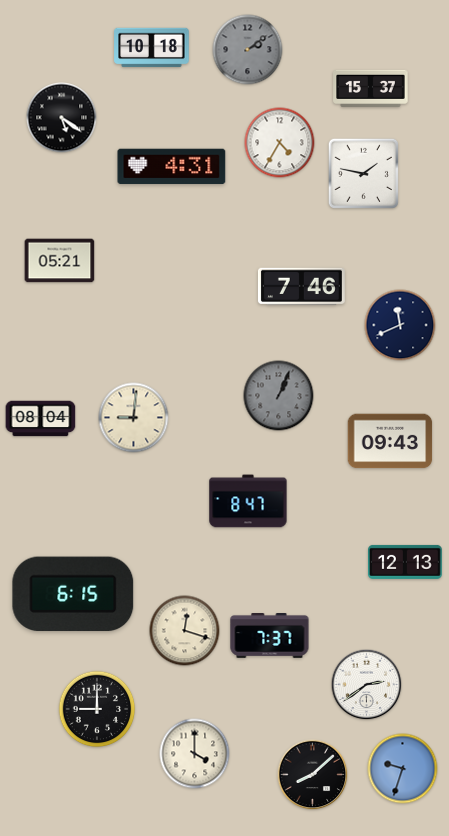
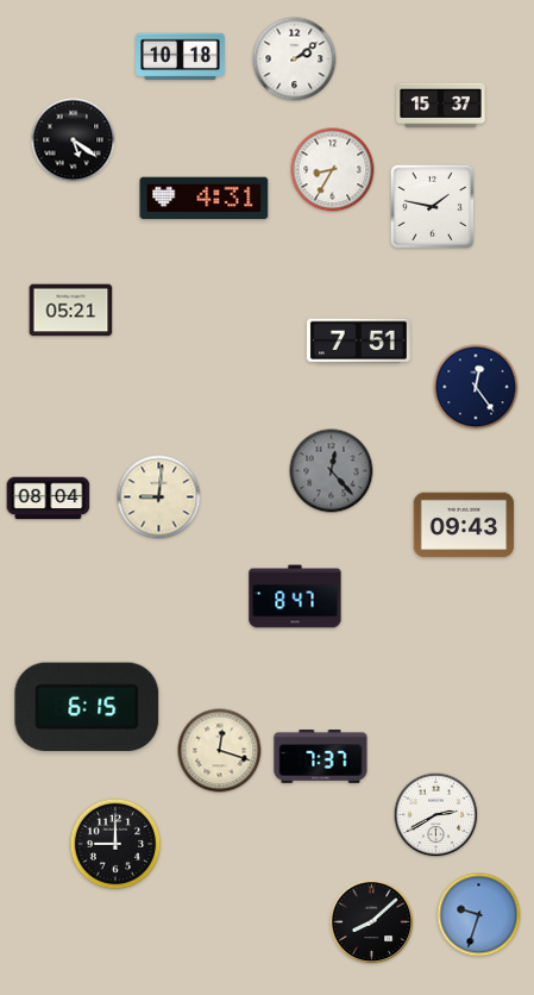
clock at (248, 50) dial: grey -> white
clock at (280, 143): 4:35 -> 8:35
clock at (301, 287): 7:46 -> 7:51
clock at (400, 325): 11:41 -> 12:24
clock at (279, 396): 1:04 -> 12:23
clock at (406, 562): 12:13 -> none
clock at (367, 685): 2:39 -> 2:40
clock at (195, 754): 4:00 -> none
